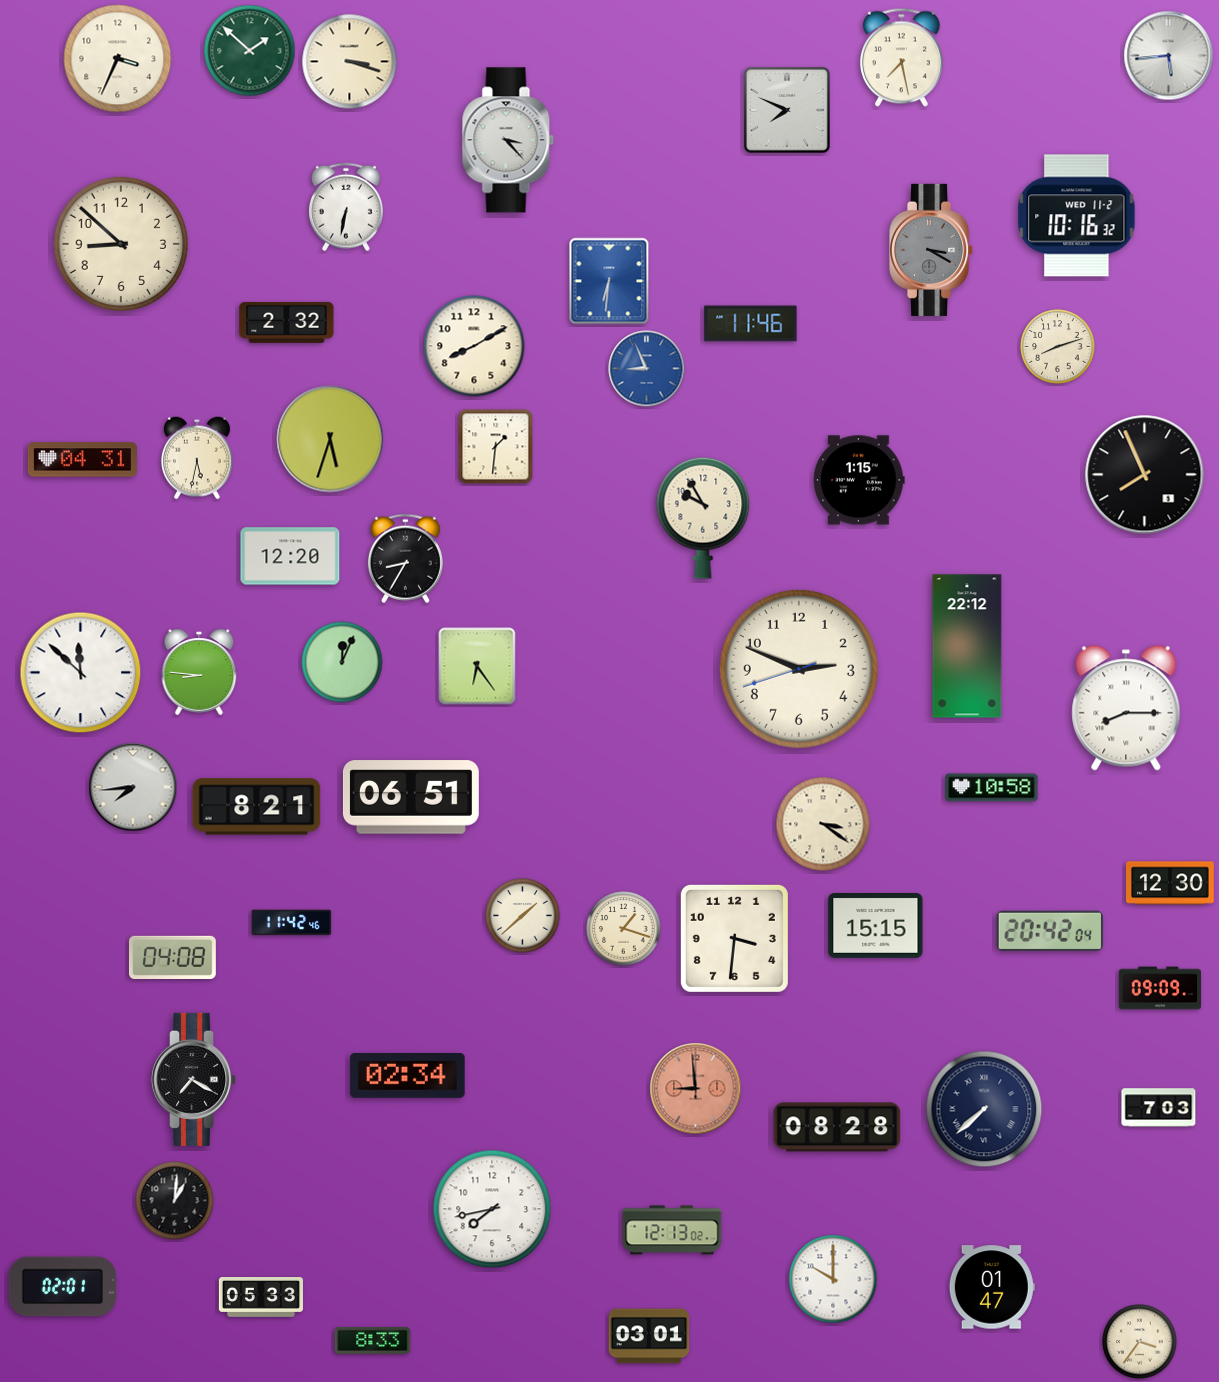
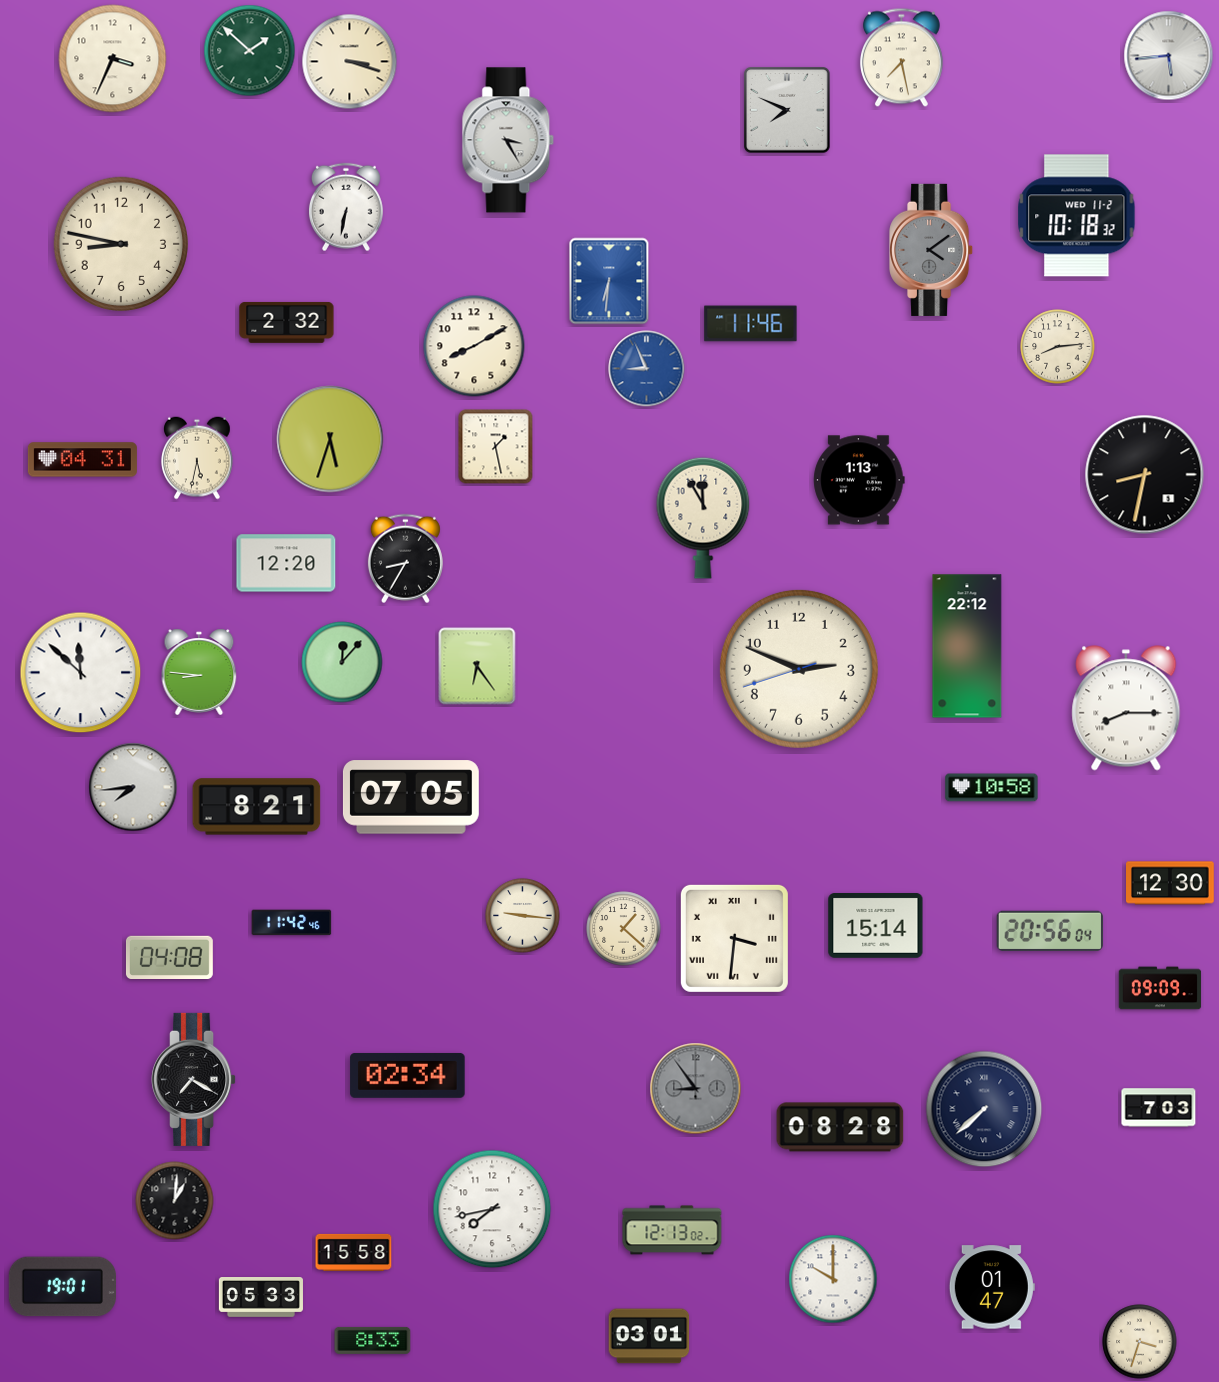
clock at (118, 59) position: (118, 59) -> (113, 59)
clock at (508, 140): 3:23 -> 3:25
clock at (1077, 216): 10:16 -> 10:18
clock at (121, 244): 8:52 -> 8:47
clock at (932, 250): 3:20 -> 4:09
clock at (1058, 347): 8:12 -> 8:14
clock at (496, 447): 1:31 -> 1:28
clock at (1145, 475): 7:56 -> 8:32
clock at (859, 480): 1:15 -> 1:13
clock at (703, 518): 9:55 -> 11:55
clock at (290, 556) position: (290, 556) -> (286, 563)
clock at (342, 662): 12:04 -> 12:07
clock at (411, 797): 06:51 -> 07:05
clock at (823, 824): 3:21 -> none
clock at (523, 916): 1:38 -> 9:16
clock at (876, 926): 15:15 -> 15:14
clock at (624, 929): 1:18 -> 1:22
clock at (1050, 931): 20:42 -> 20:56
clock at (734, 938) numerals: Arabic -> Roman
clock at (172, 957) position: (172, 957) -> (169, 957)
clock at (696, 1089): 8:59 -> 8:54
clock at (696, 1089) dial: salmon -> grey
clock at (837, 1127) position: (837, 1127) -> (840, 1127)
clock at (354, 1252): none -> 15:58
clock at (62, 1287): 02:01 -> 19:01
clock at (1140, 1342): 3:36 -> 3:33
